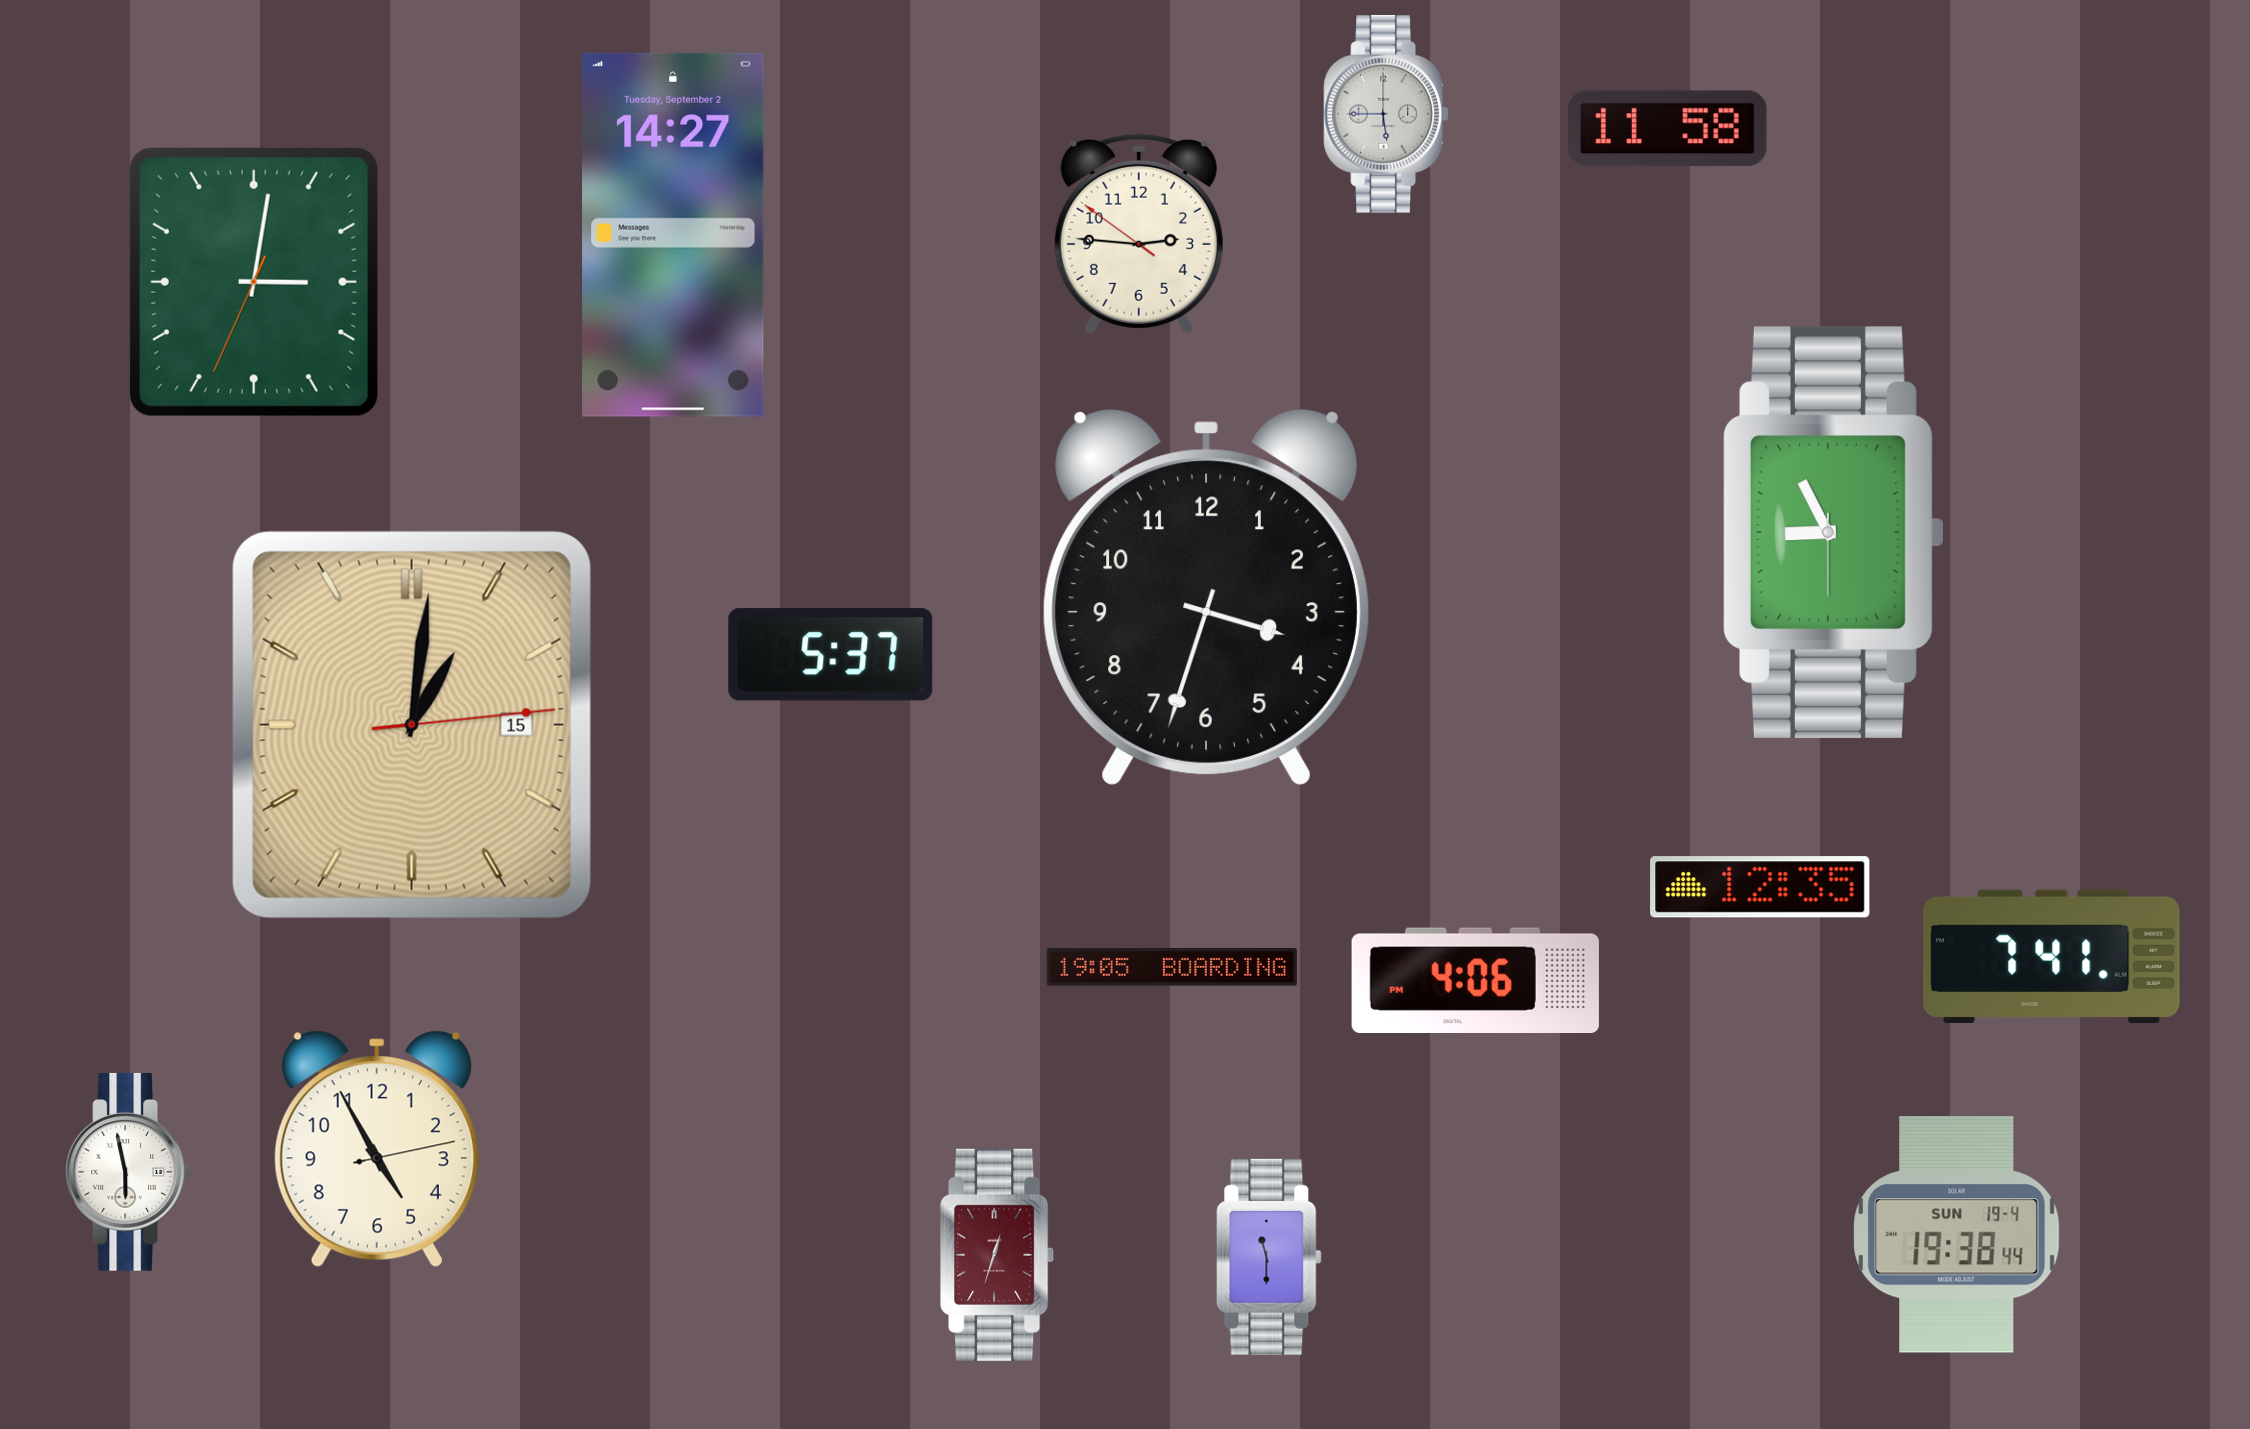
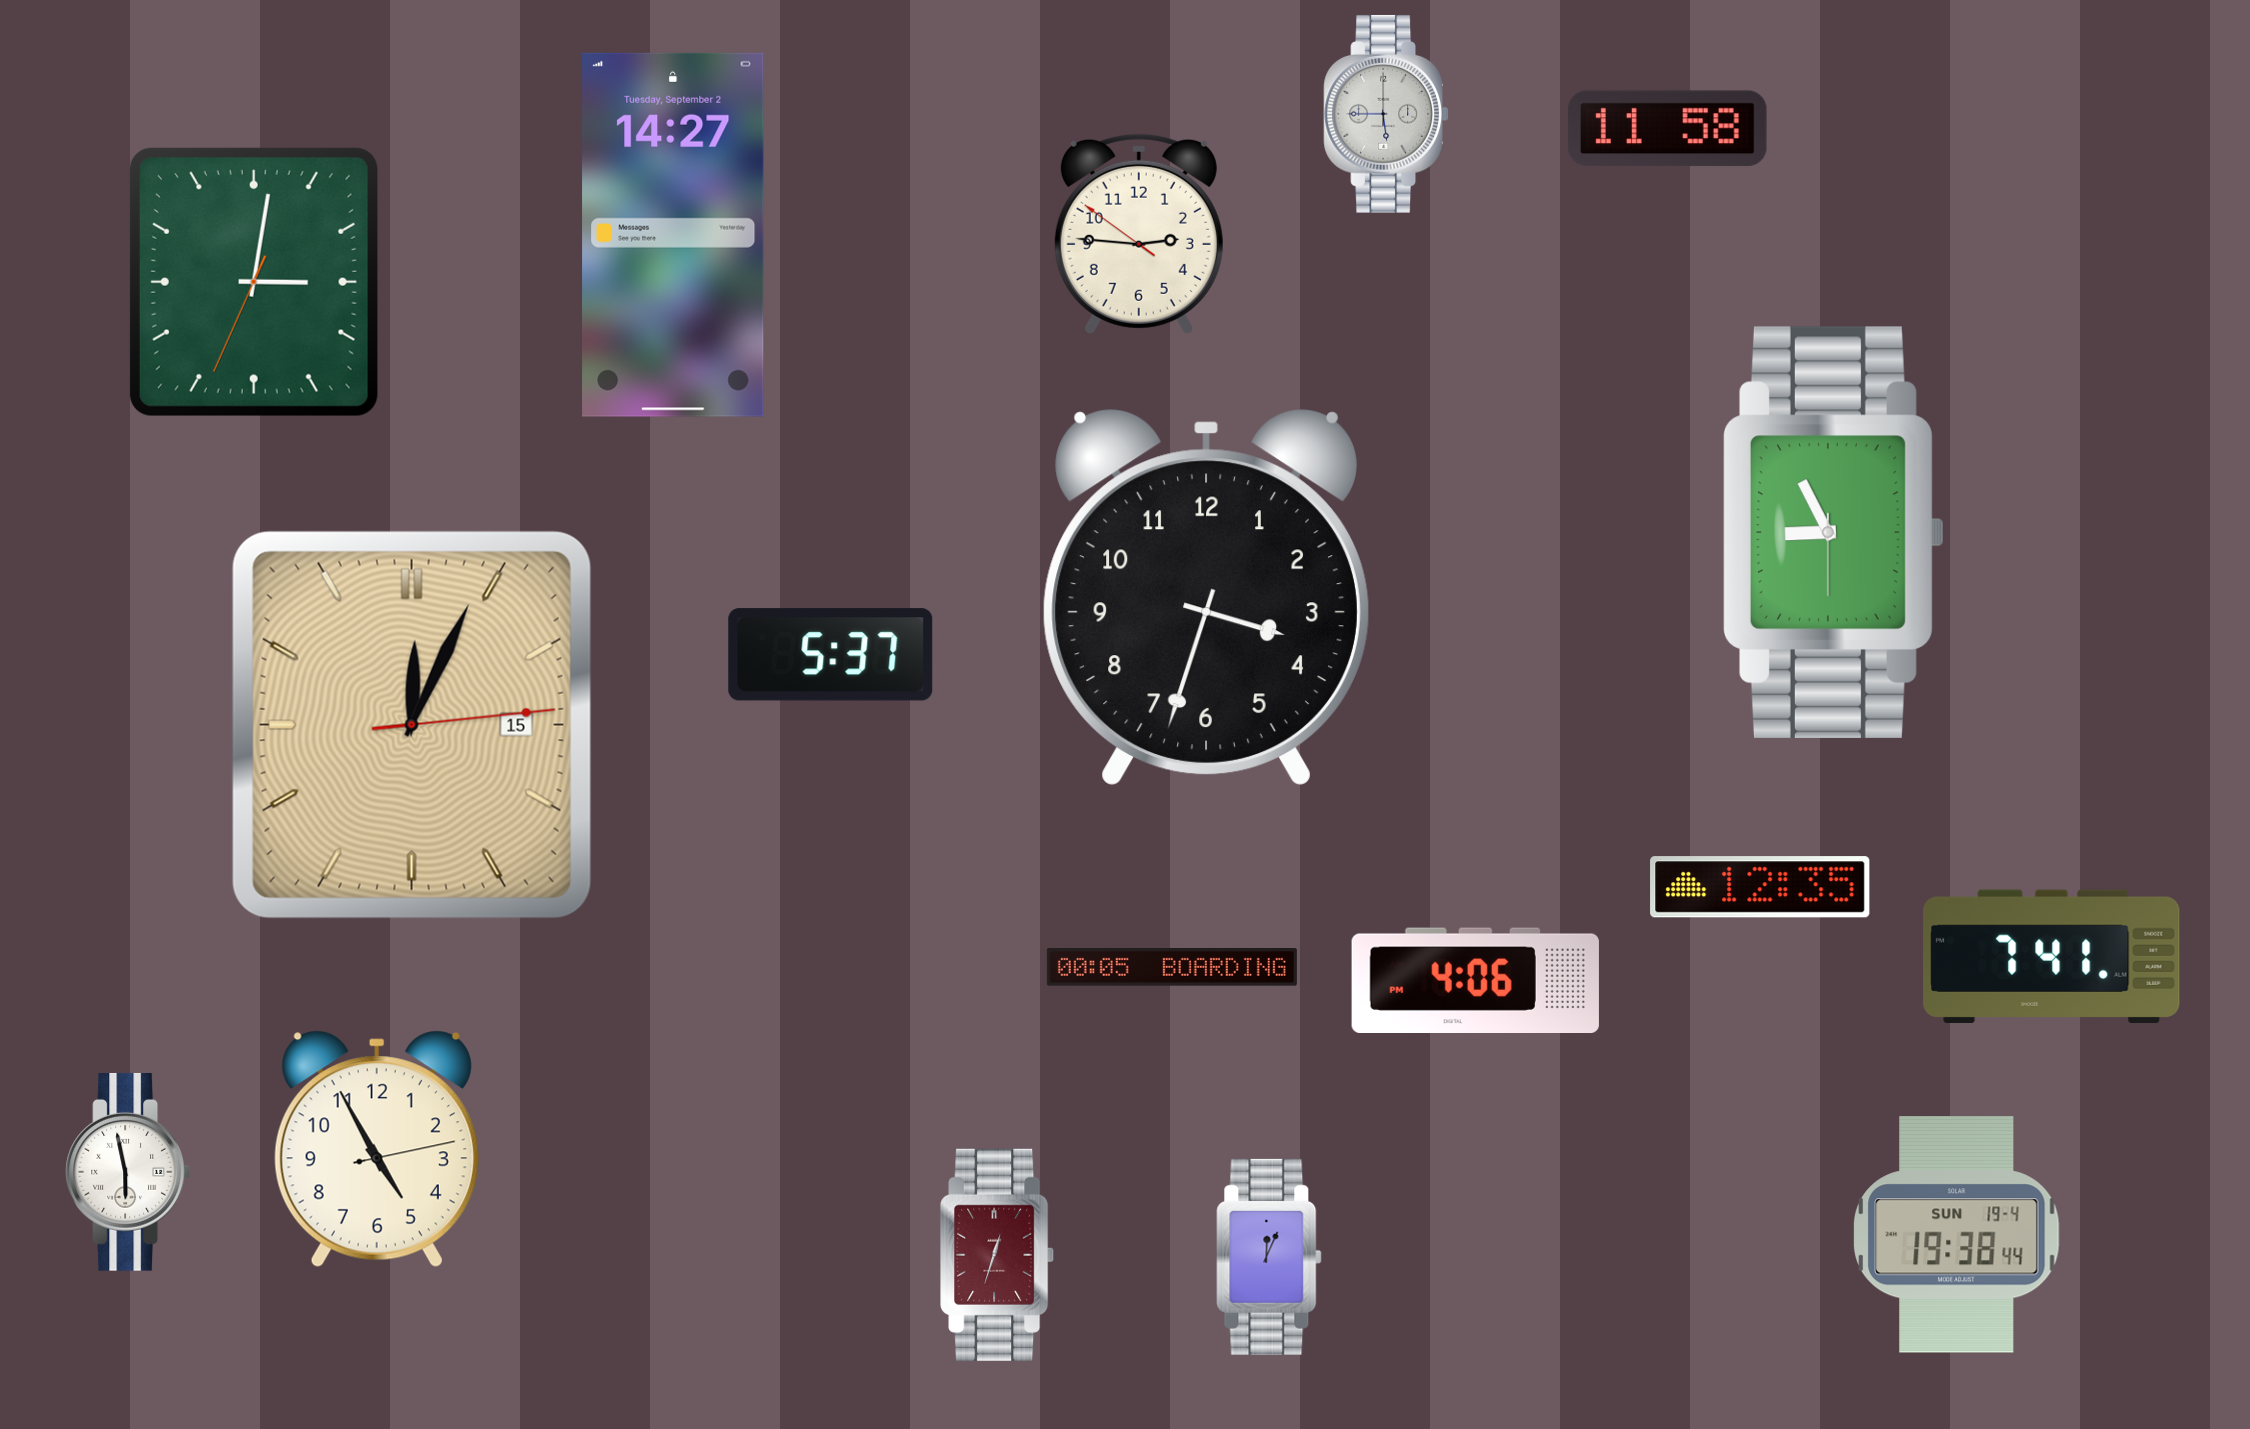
clock at (412, 725): 1:01 -> 12:04
clock at (1172, 968): 19:05 -> 00:05
clock at (1269, 1257): 11:30 -> 12:04
